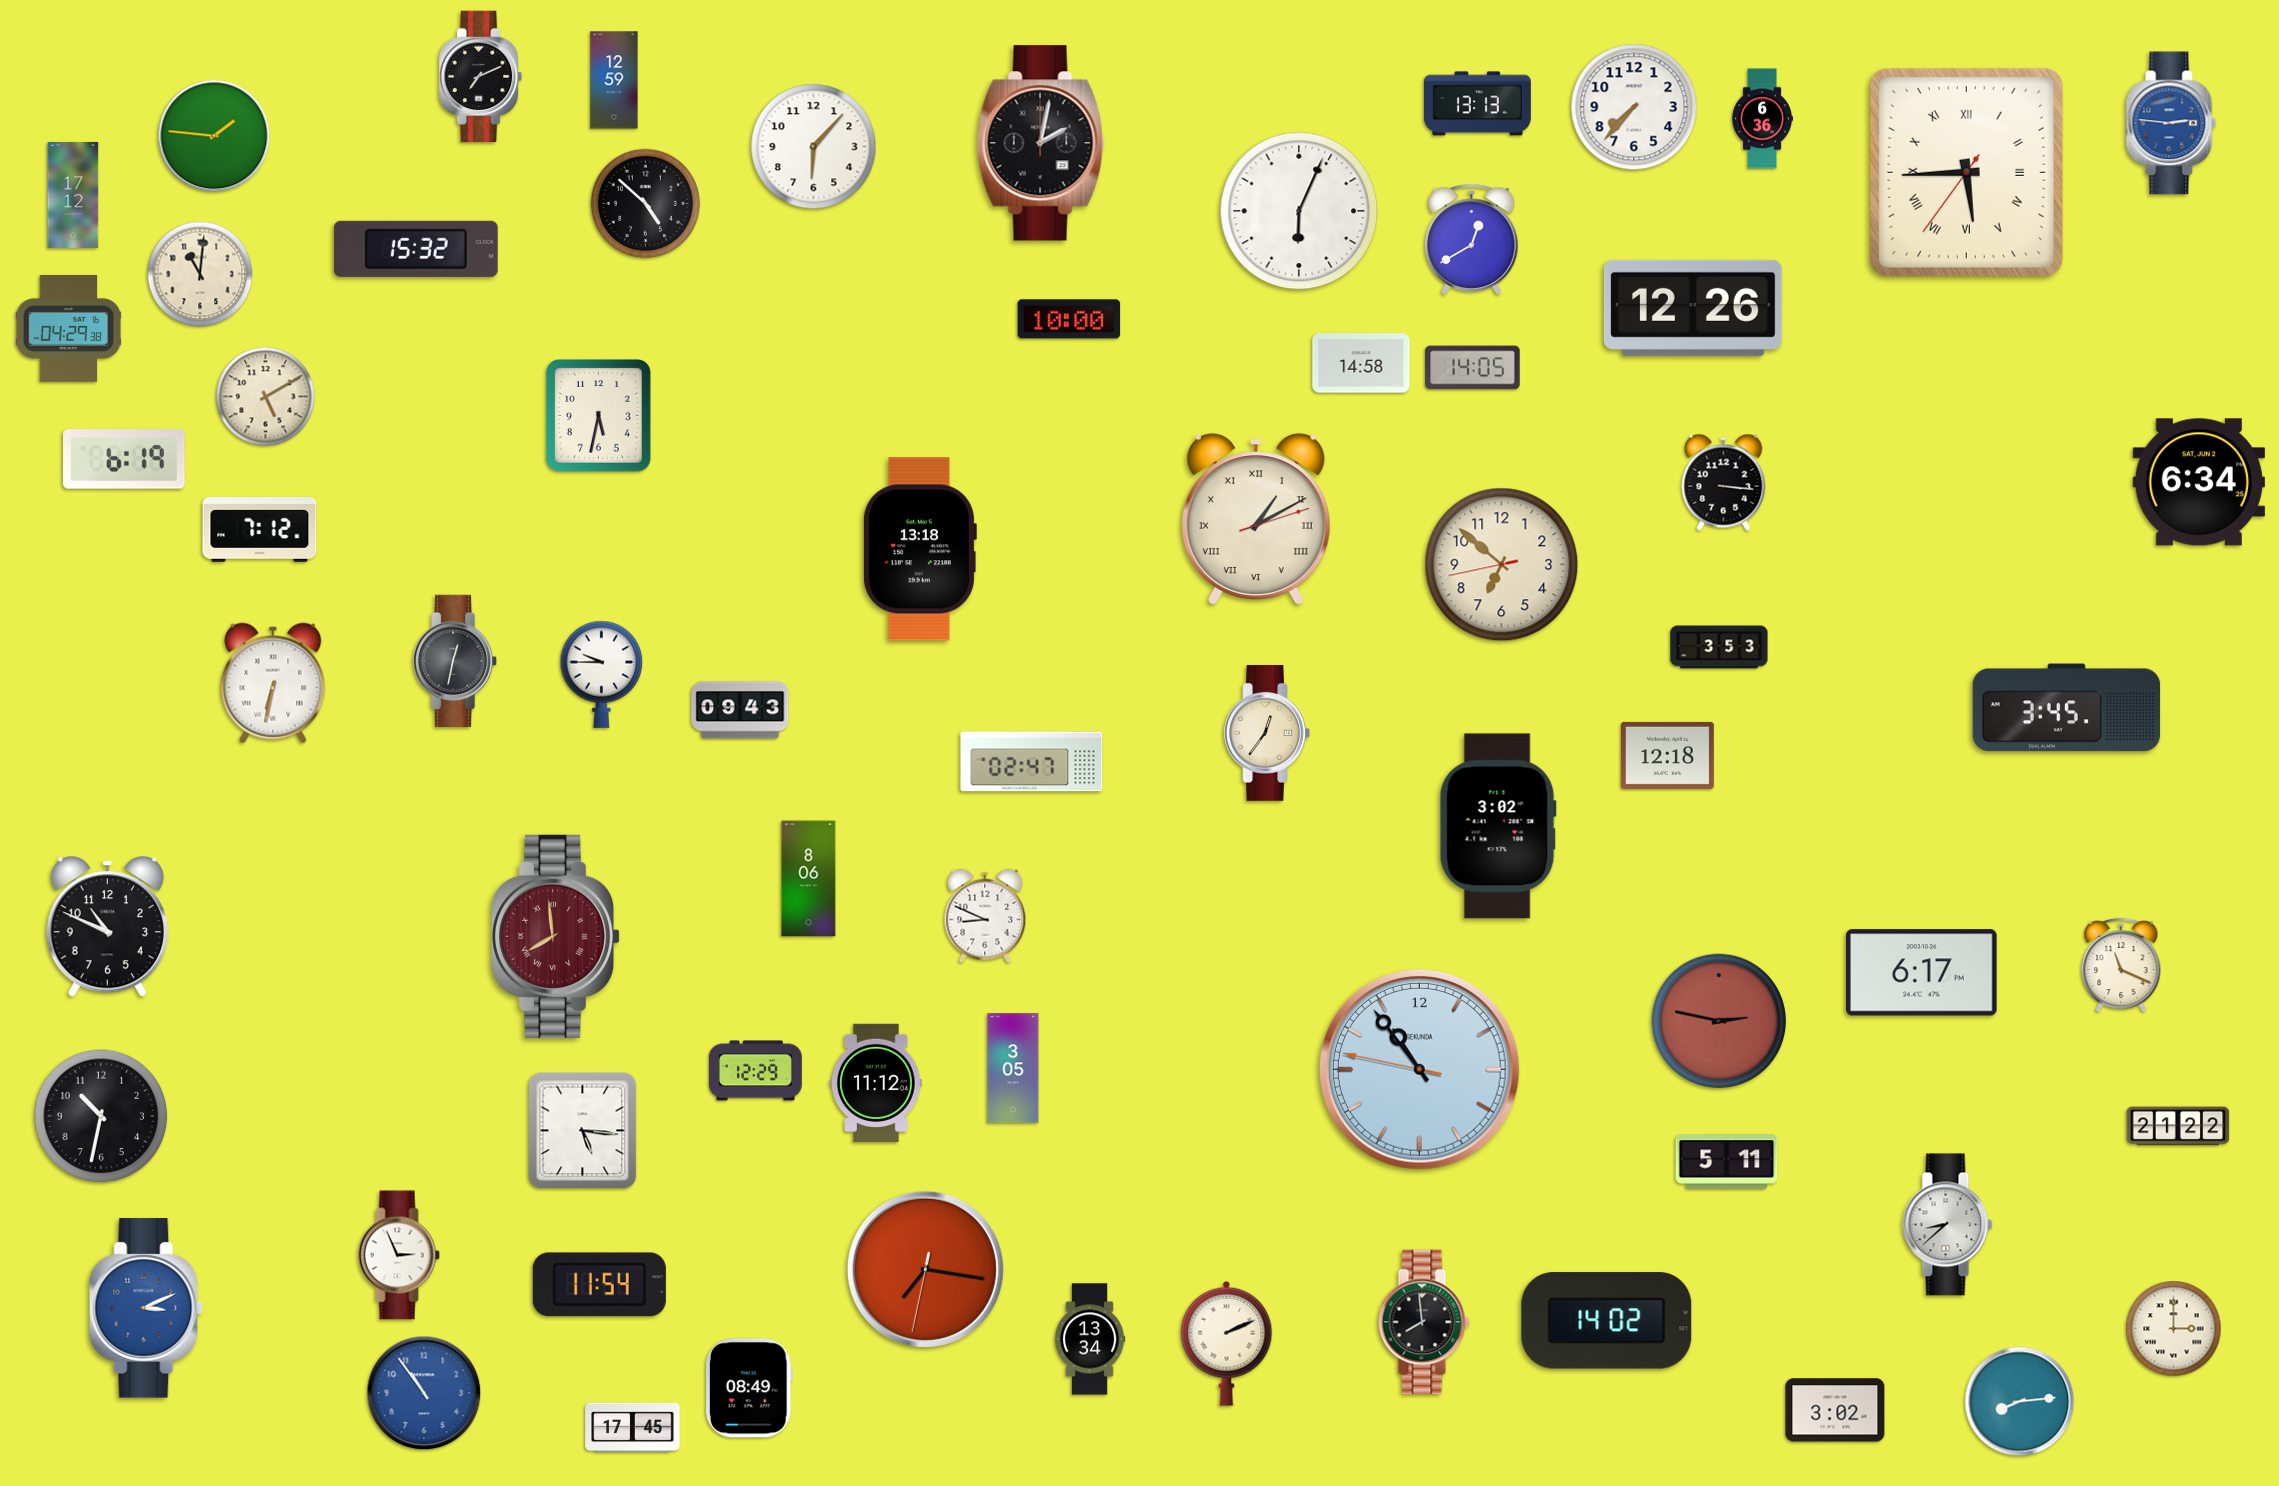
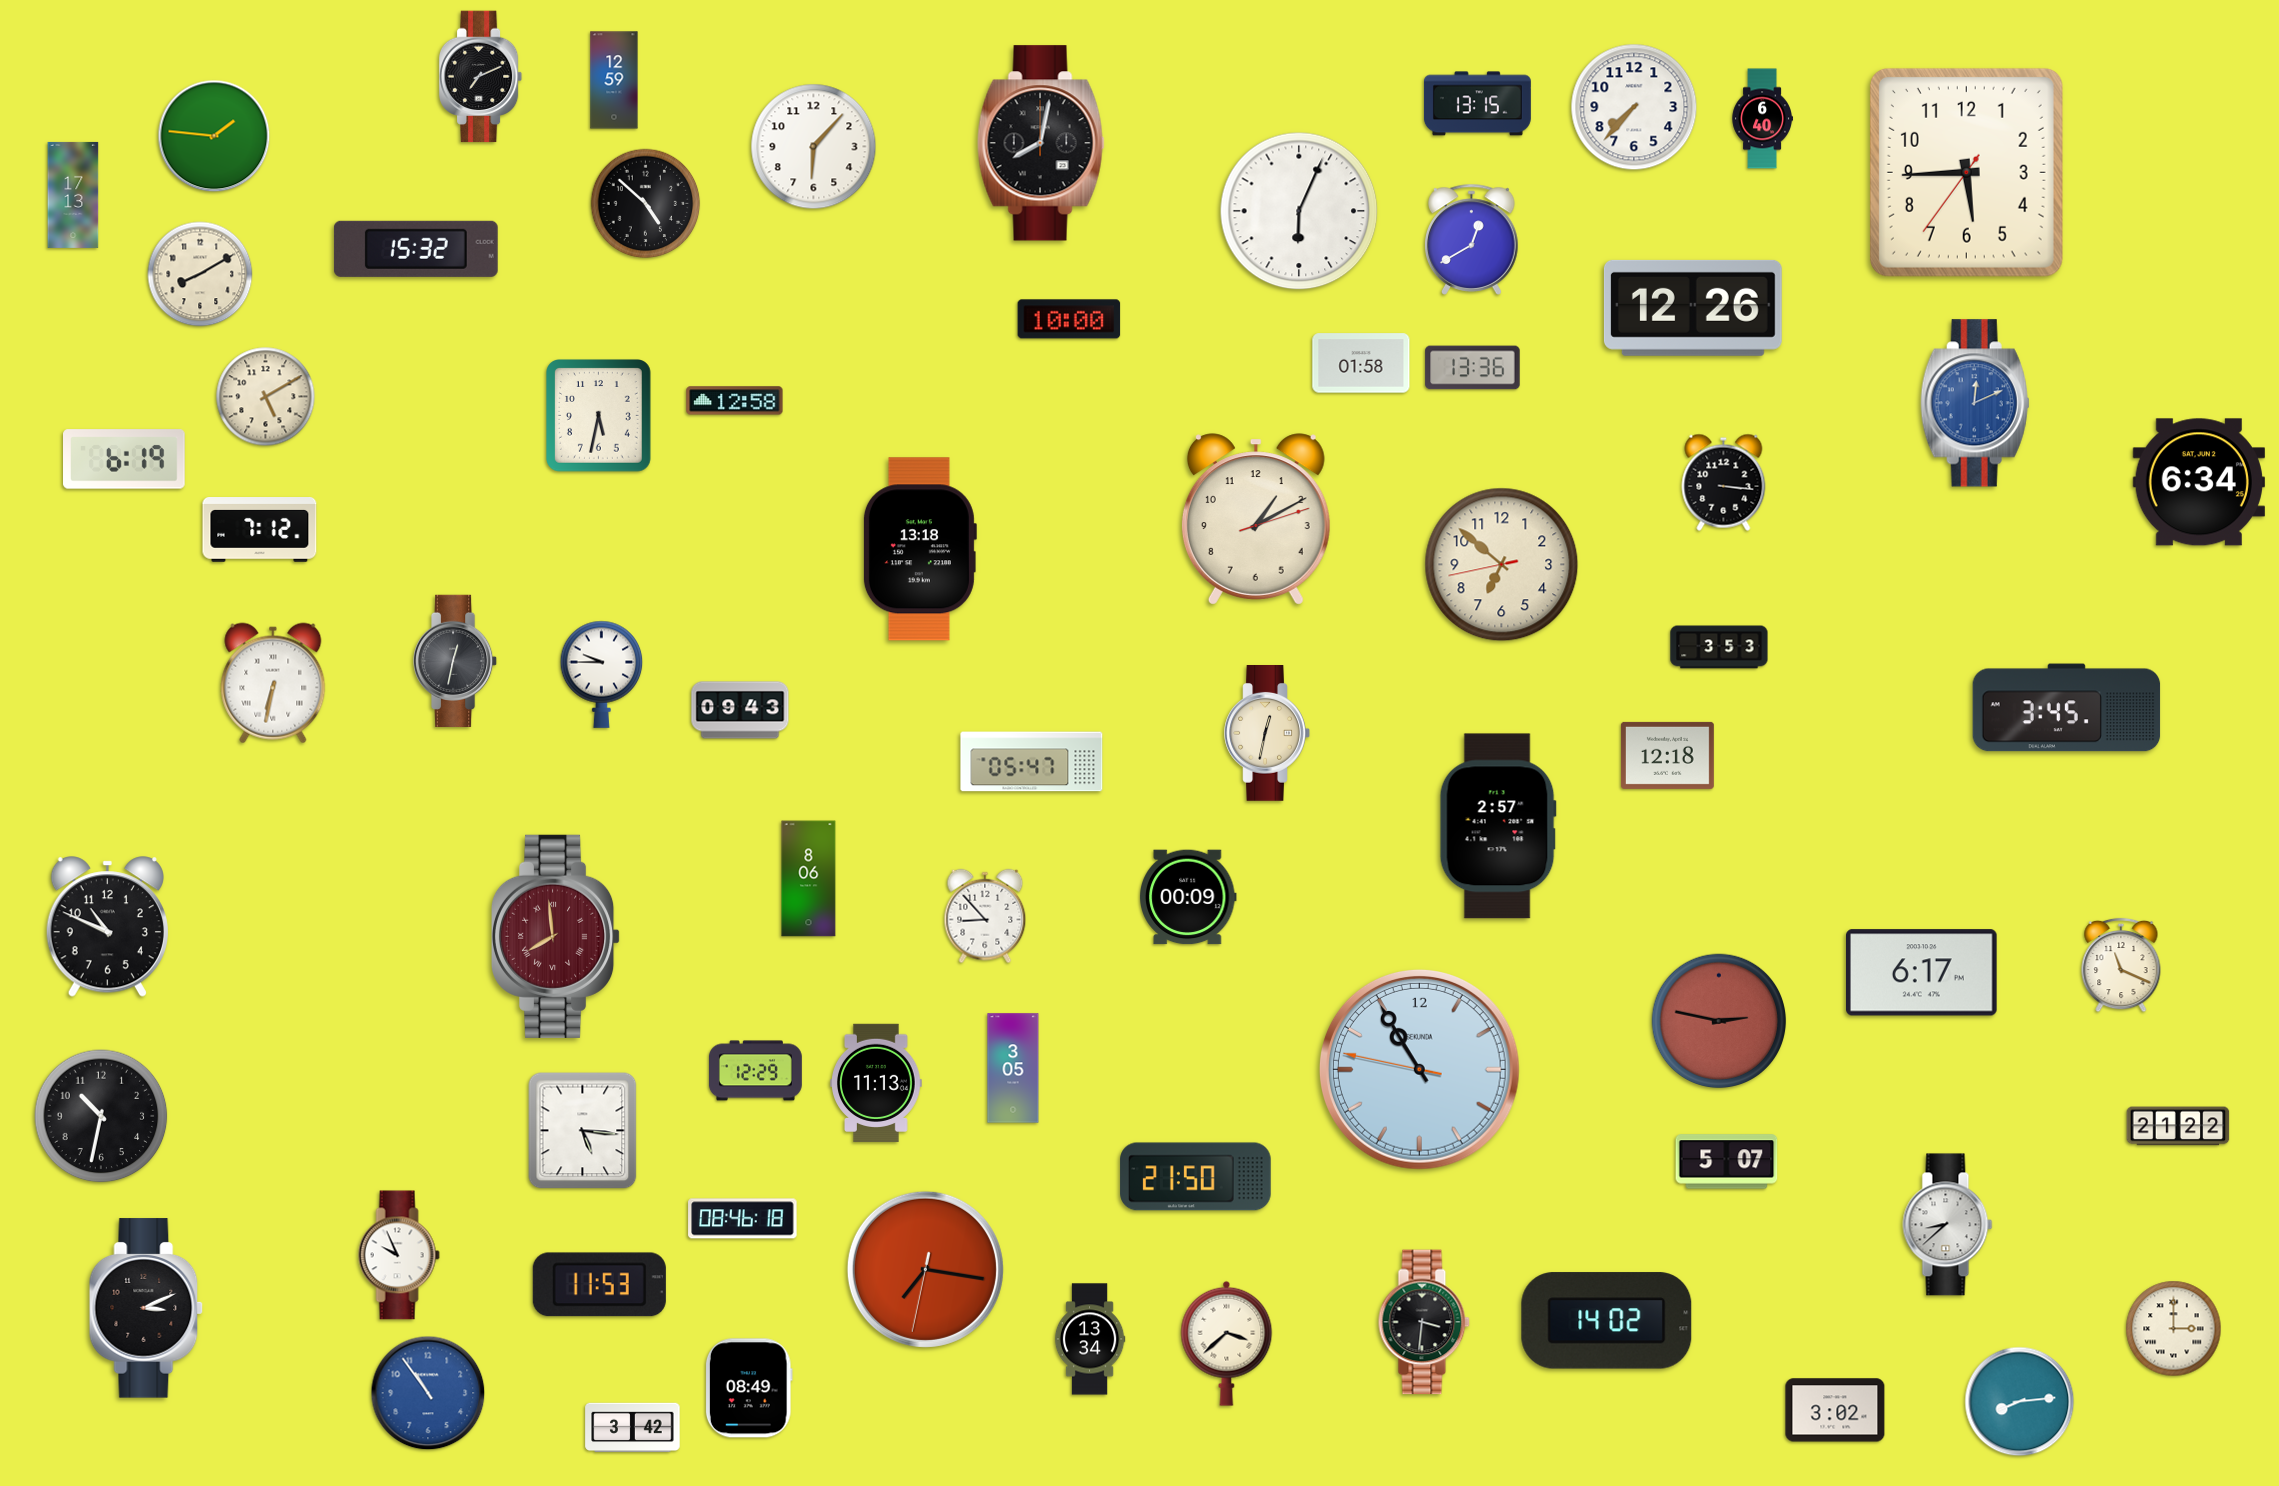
clock at (1477, 104): 13:13 -> 13:15
clock at (1762, 119): 6:36 -> 6:40
clock at (2171, 123): 2:46 -> none
clock at (1041, 143): 2:02 -> 8:02
clock at (1966, 172) numerals: Roman -> Arabic
clock at (73, 195): 17:12 -> 17:13
clock at (200, 274): 11:01 -> 8:10
clock at (69, 328): 04:29 -> none
clock at (1361, 363): 14:58 -> 01:58
clock at (1473, 368): 14:05 -> 13:36
clock at (735, 401): none -> 12:58
clock at (1975, 403): none -> 12:11
clock at (1256, 519) numerals: Roman -> Arabic
clock at (1267, 734): 12:36 -> 12:32
clock at (1032, 762): 02:47 -> 05:47
clock at (1498, 826): 3:02 -> 2:57
clock at (1188, 897): none -> 00:09
clock at (985, 916): 8:49 -> 8:53
clock at (1419, 1069): 10:53 -> 10:54
clock at (876, 1082): 11:12 -> 11:13
clock at (1727, 1162): 5:11 -> 5:07
clock at (1196, 1177): none -> 21:50
clock at (743, 1219): none -> 08:46
clock at (399, 1255): 2:56 -> 9:56
clock at (599, 1285): 11:54 -> 11:53
clock at (146, 1308) dial: blue -> black
clock at (1424, 1322): 7:59 -> 3:31
clock at (1227, 1343): 2:11 -> 3:38
clock at (424, 1393) position: (424, 1393) -> (428, 1393)
clock at (633, 1428): 17:45 -> 3:42
